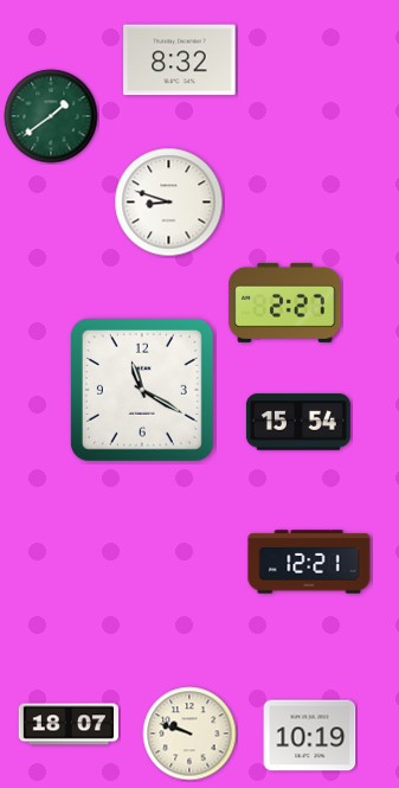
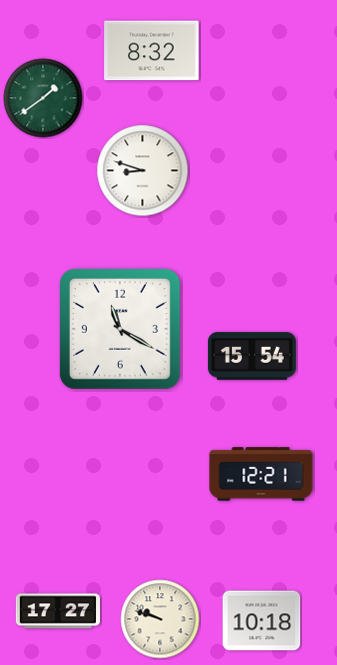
clock at (285, 302): 2:27 -> none
clock at (69, 724): 18:07 -> 17:27
clock at (310, 736): 10:19 -> 10:18
